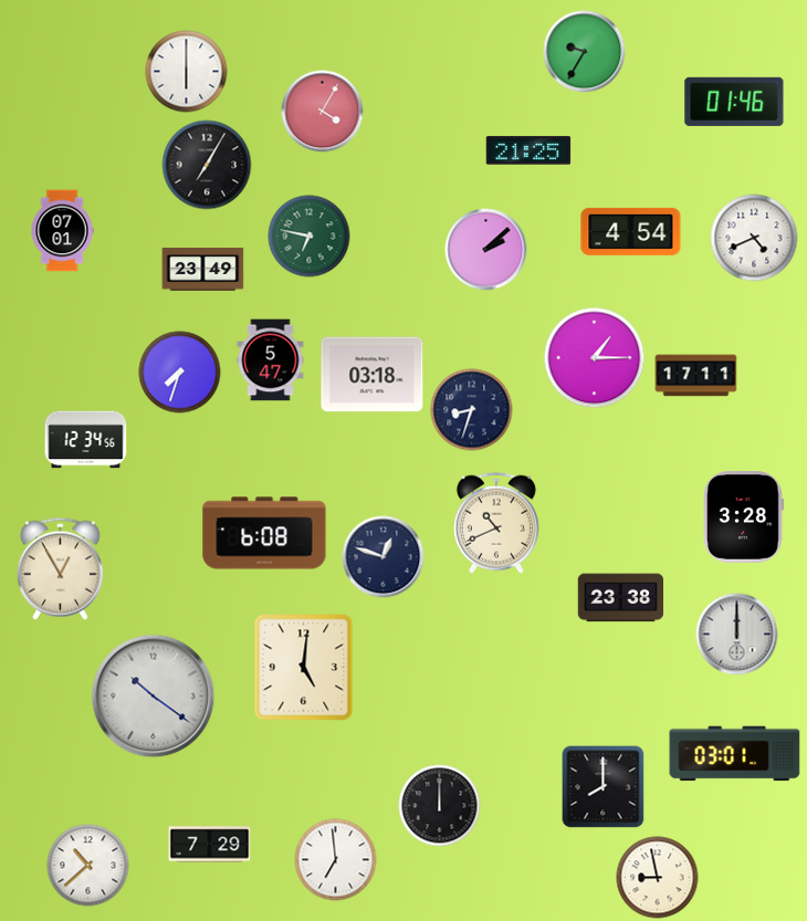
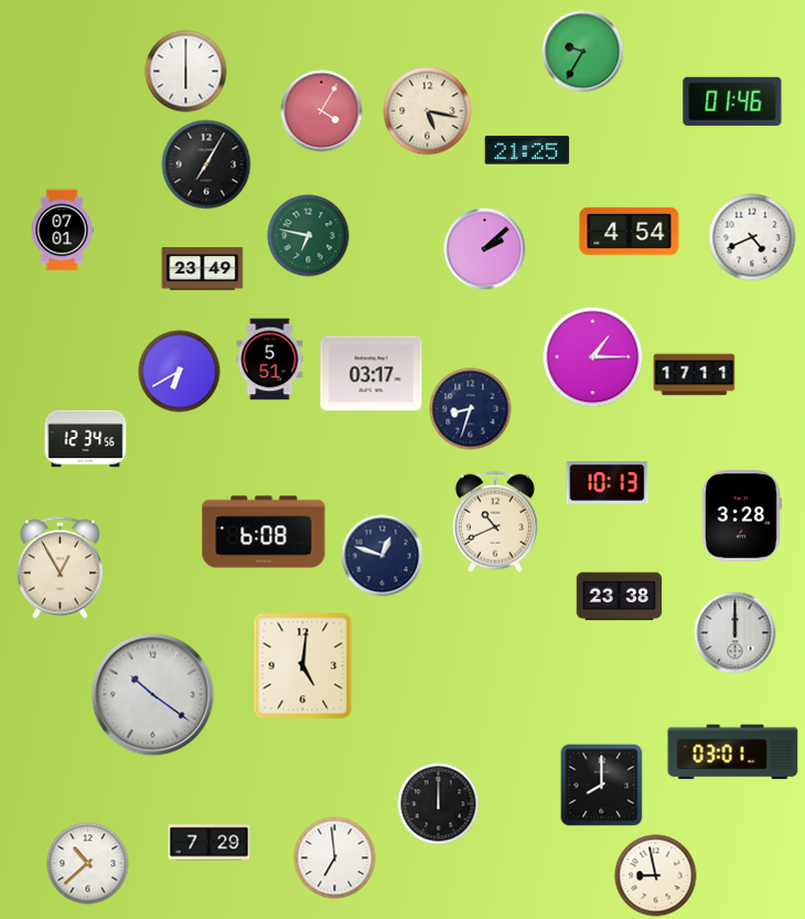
clock at (428, 111): none -> 5:17
clock at (271, 360): 5:47 -> 5:51
clock at (180, 373): 7:33 -> 6:40
clock at (373, 375): 03:18 -> 03:17
clock at (608, 482): none -> 10:13
